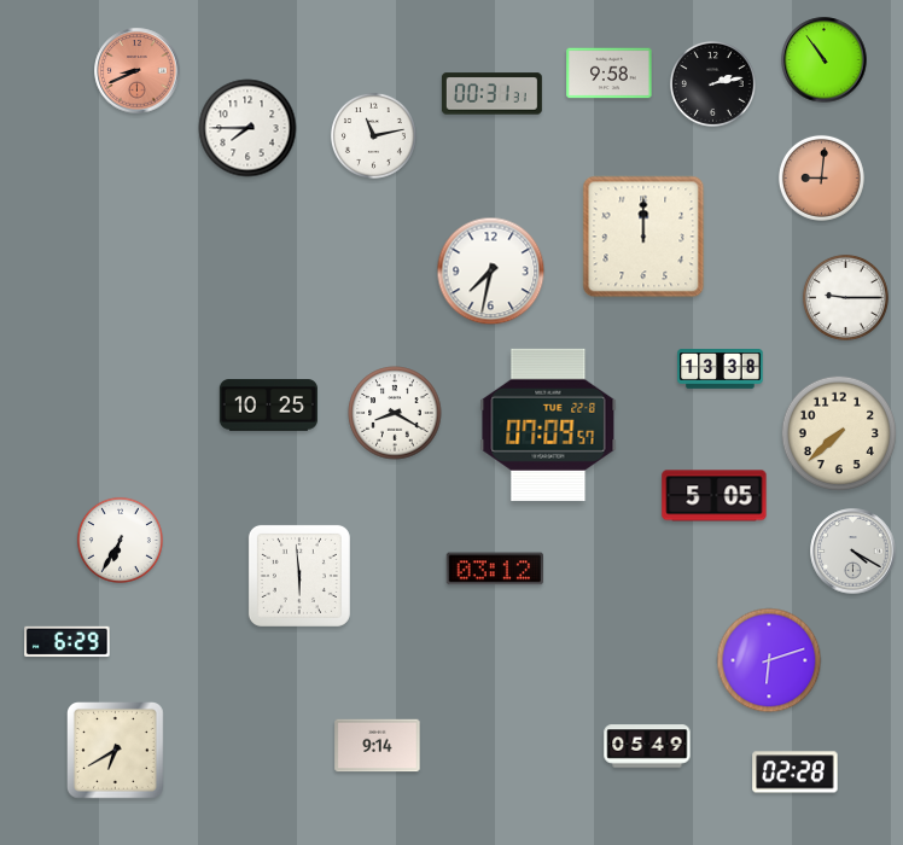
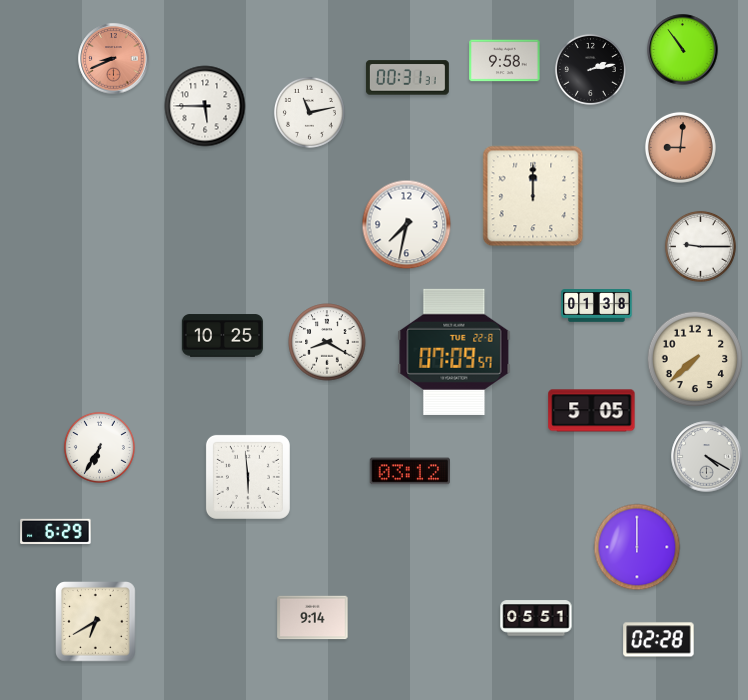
clock at (247, 128): 7:45 -> 5:45
clock at (721, 369): 13:38 -> 01:38
clock at (769, 660): 6:12 -> 12:00
clock at (647, 746): 05:49 -> 05:51
